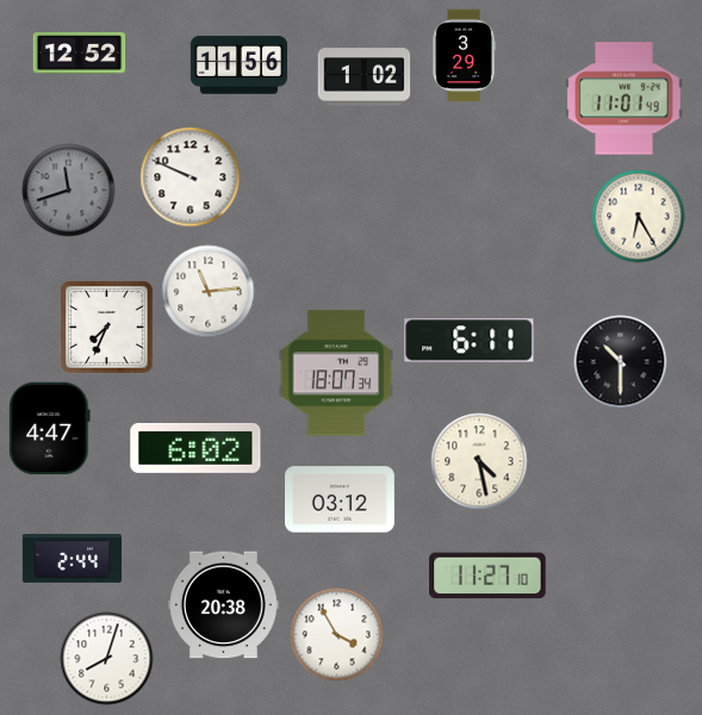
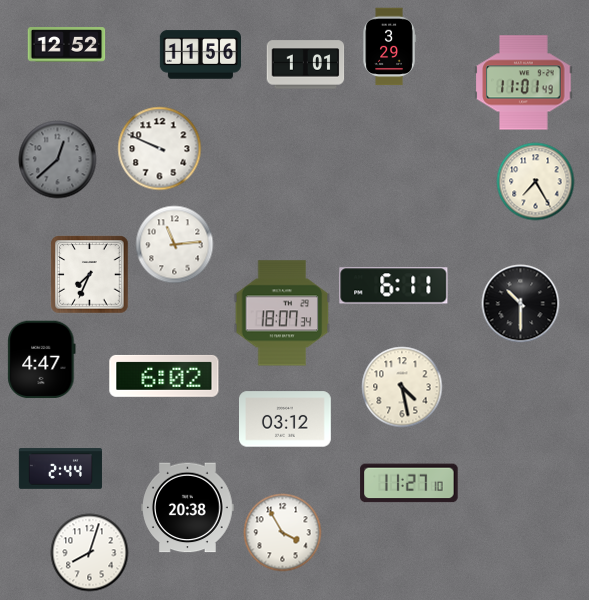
clock at (364, 77): 1:02 -> 1:01
clock at (68, 189): 11:42 -> 12:38
clock at (638, 216): 6:25 -> 7:25
